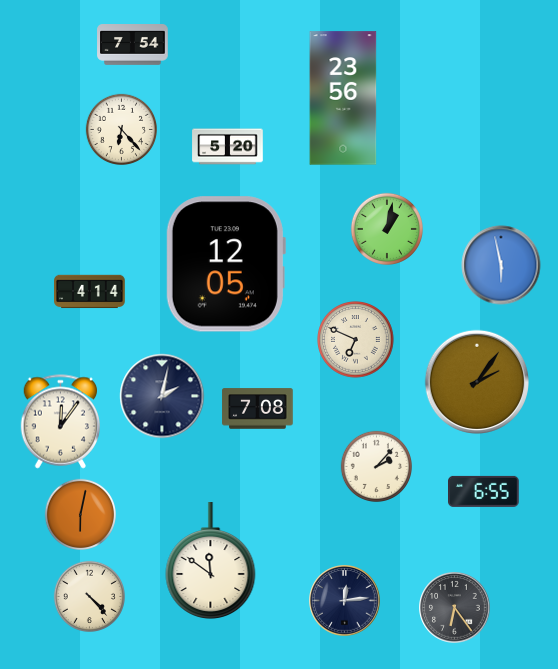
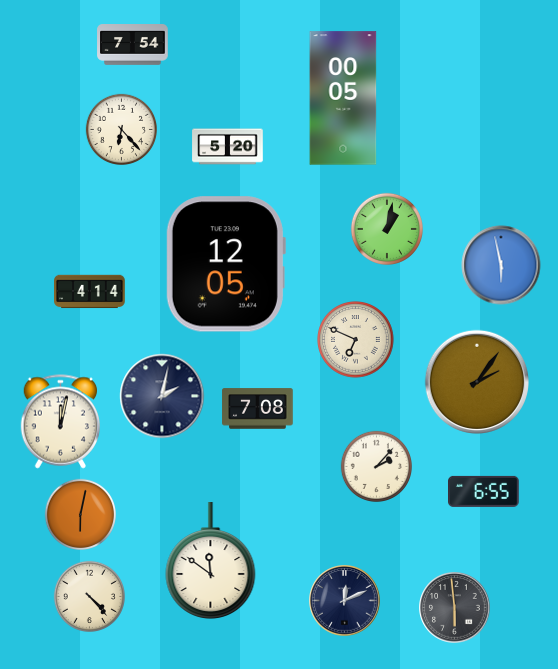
clock at (343, 98): 23:56 -> 00:05
clock at (61, 422): 12:06 -> 12:02
clock at (345, 601): 12:14 -> 12:11
clock at (455, 608): 6:24 -> 5:59
